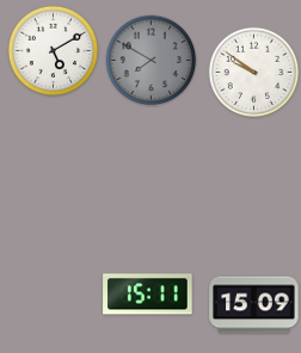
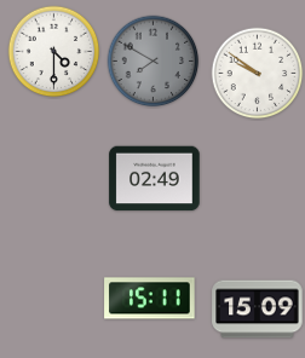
clock at (54, 51): 5:10 -> 4:30
clock at (155, 179): none -> 02:49
